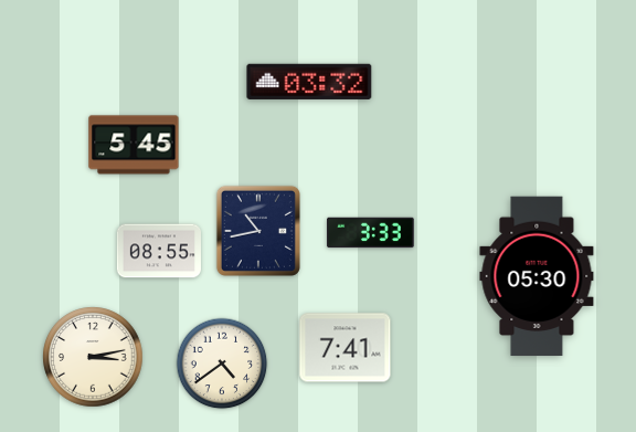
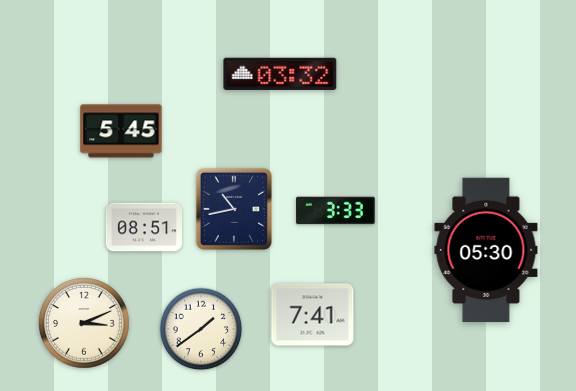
clock at (159, 251): 08:55 -> 08:51
clock at (93, 357): 3:13 -> 3:11
clock at (222, 363): 4:39 -> 1:39
